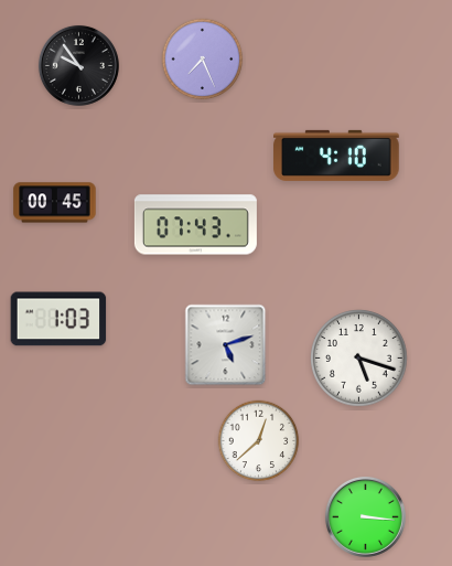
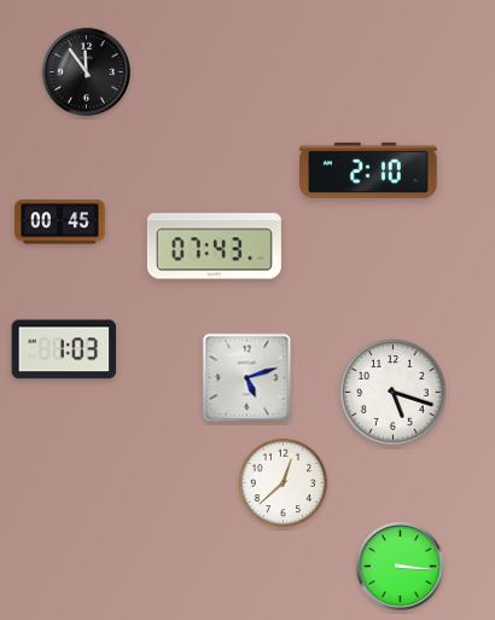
clock at (203, 60): 7:26 -> none
clock at (78, 65): 9:54 -> 11:54
clock at (336, 156): 4:10 -> 2:10
